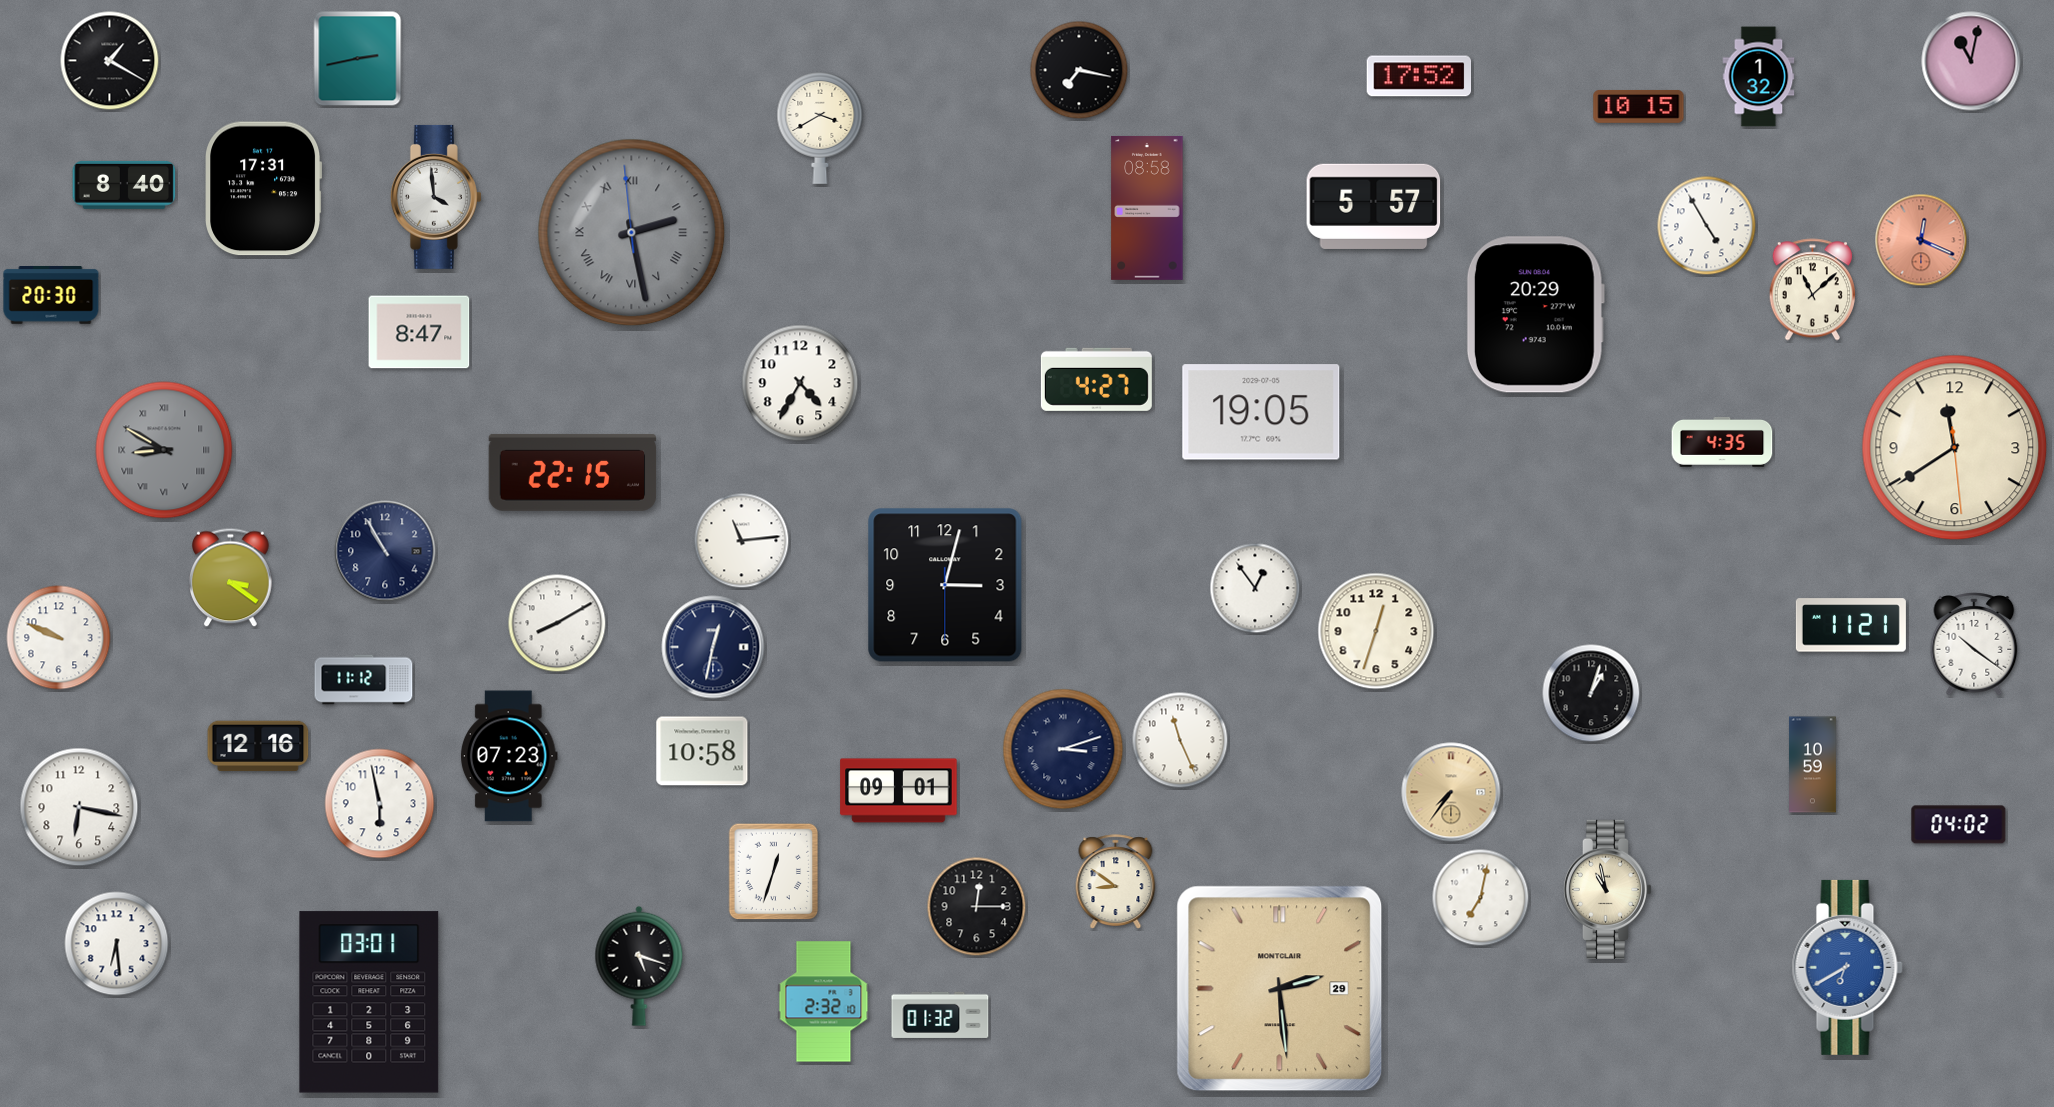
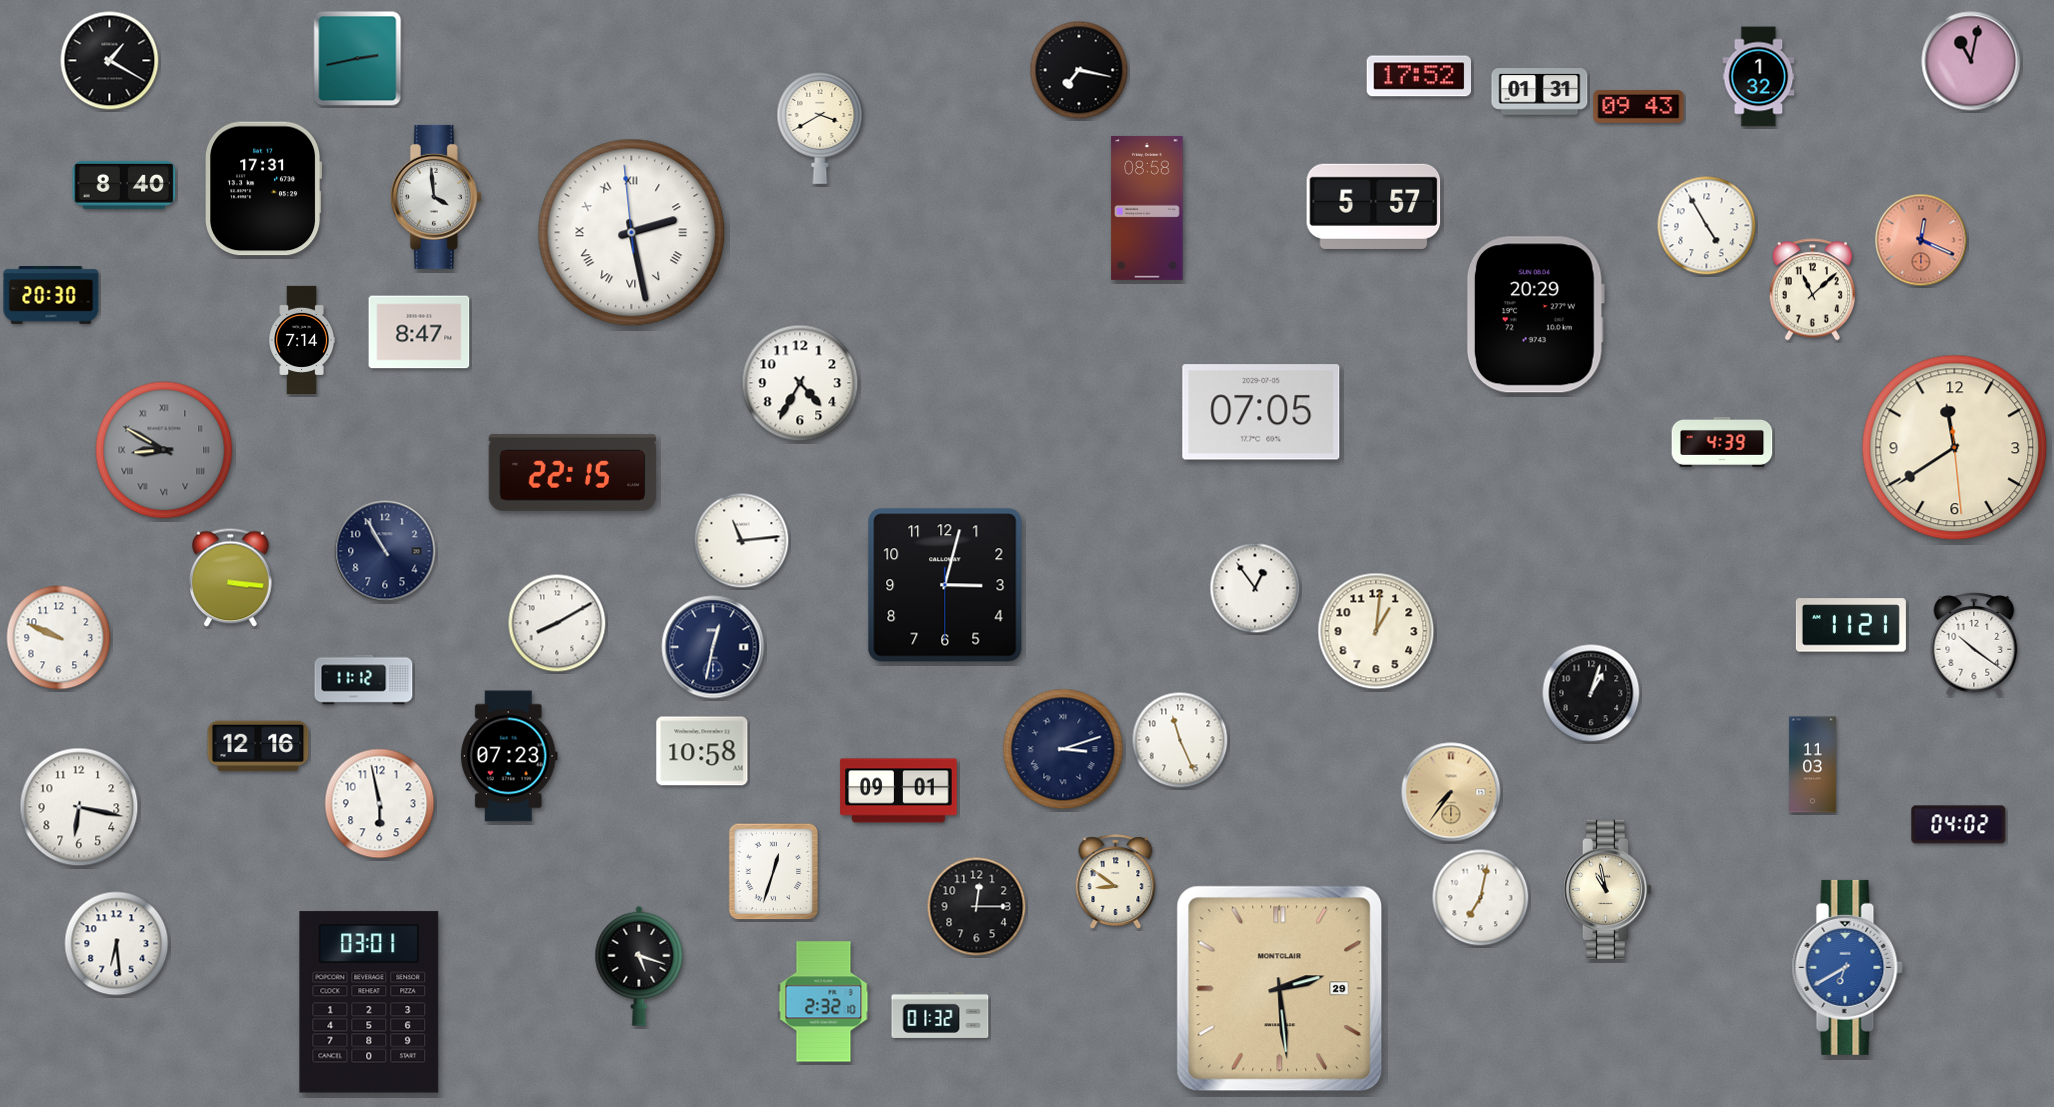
clock at (1540, 92): none -> 01:31
clock at (1639, 106): 10:15 -> 09:43
clock at (632, 233) dial: grey -> white
clock at (301, 339): none -> 7:14
clock at (1096, 379): 4:27 -> none
clock at (1261, 412): 19:05 -> 07:05
clock at (1722, 442): 4:35 -> 4:39
clock at (231, 578): 3:21 -> 3:16
clock at (1376, 631): 12:33 -> 1:01
clock at (1813, 765): 10:59 -> 11:03
